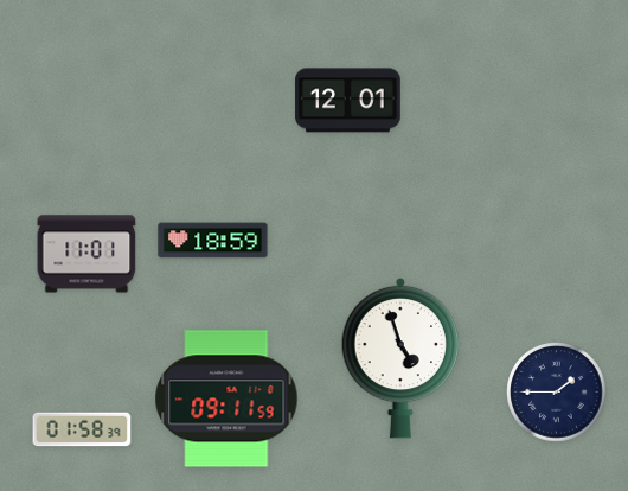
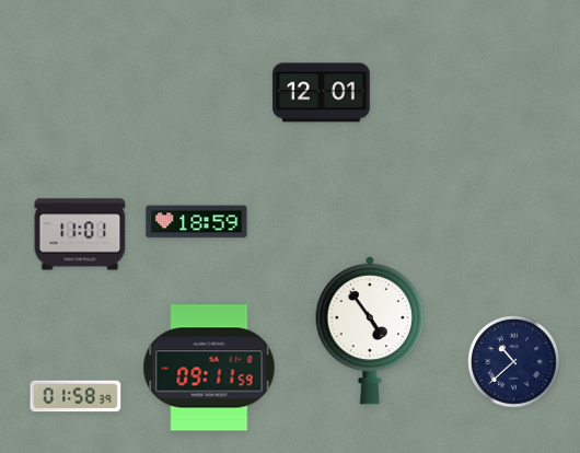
clock at (400, 358): 4:57 -> 4:54
clock at (557, 393): 1:45 -> 10:38
